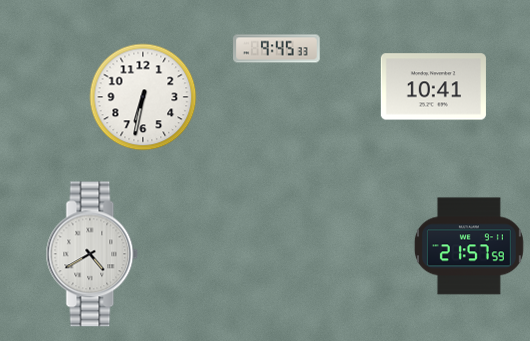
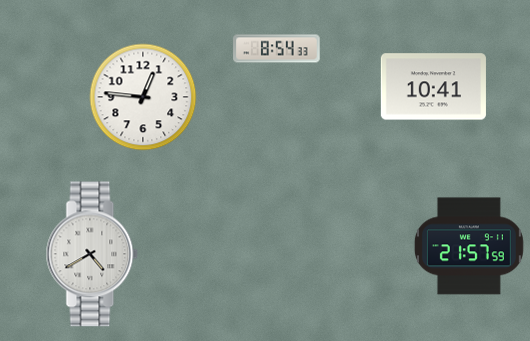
clock at (277, 49): 9:45 -> 8:54
clock at (143, 97): 6:32 -> 12:46
